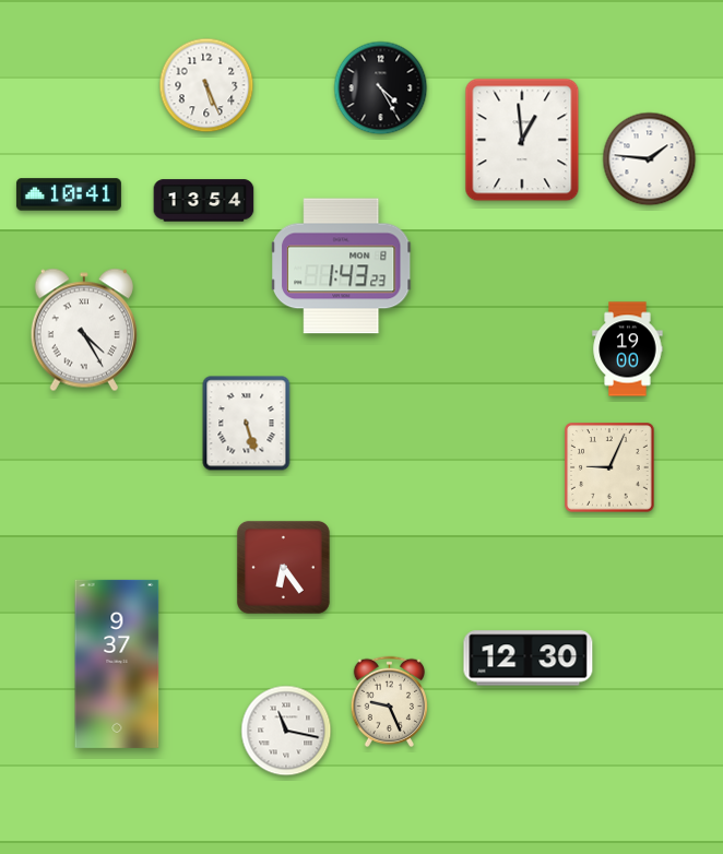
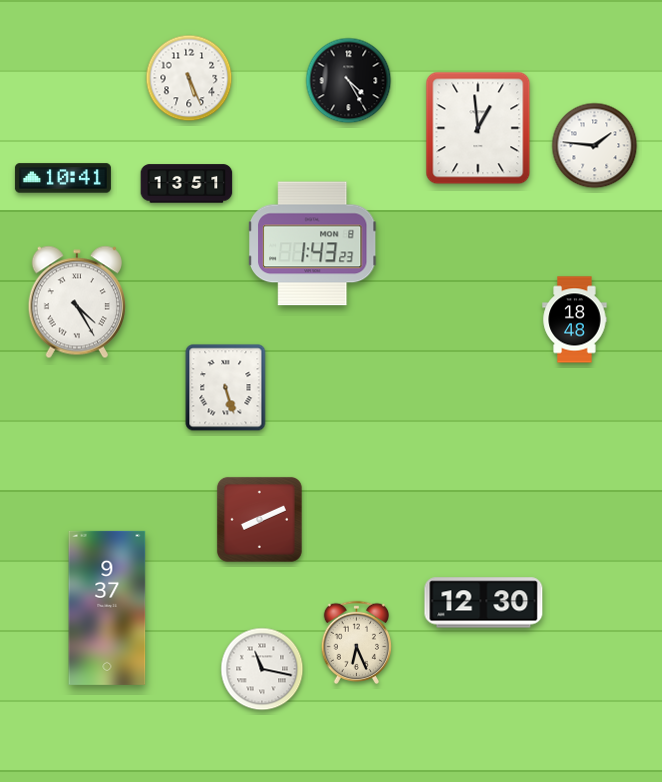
clock at (204, 201): 13:54 -> 13:51
clock at (628, 349): 19:00 -> 18:48
clock at (609, 467): 9:04 -> none
clock at (283, 567): 6:24 -> 8:11
clock at (390, 701): 9:26 -> 6:26
